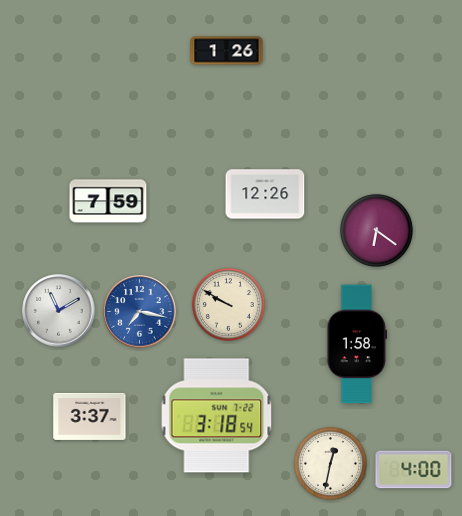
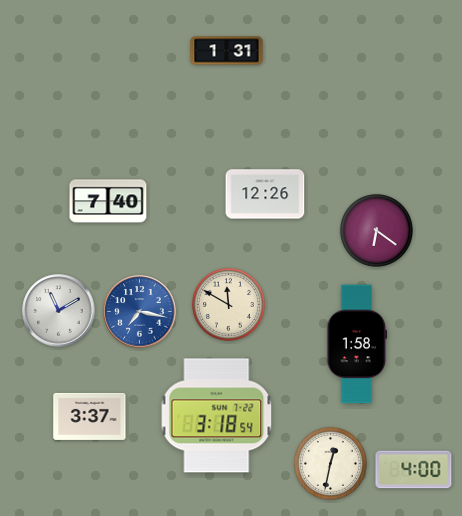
clock at (227, 51): 1:26 -> 1:31
clock at (108, 201): 7:59 -> 7:40
clock at (228, 304): 9:50 -> 11:50
